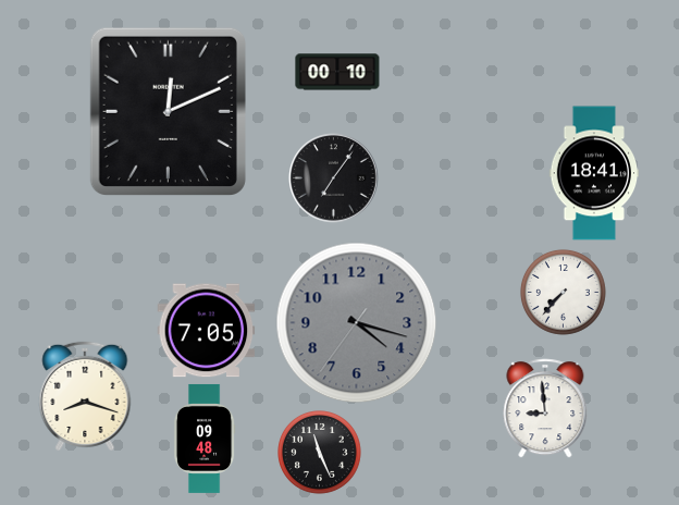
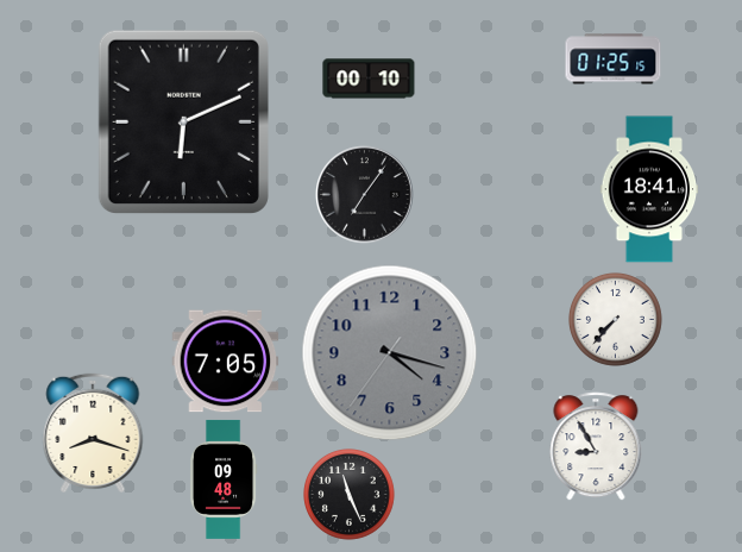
clock at (614, 59): none -> 01:25
clock at (168, 111): 12:11 -> 6:11
clock at (545, 408): 8:59 -> 8:55
